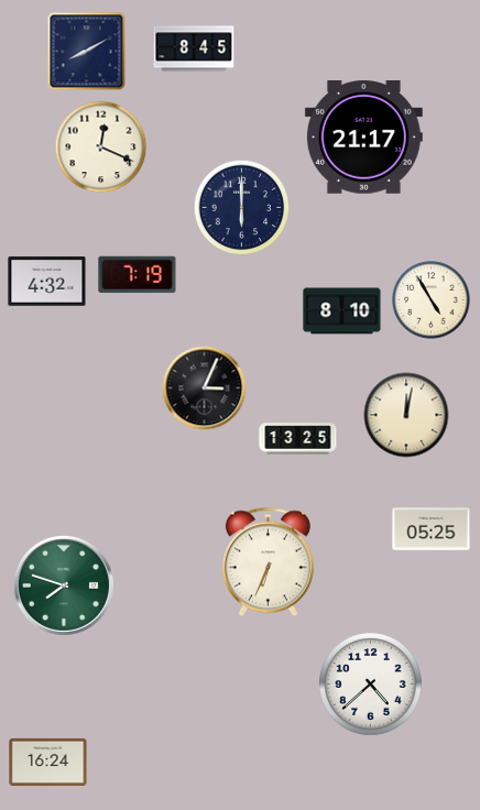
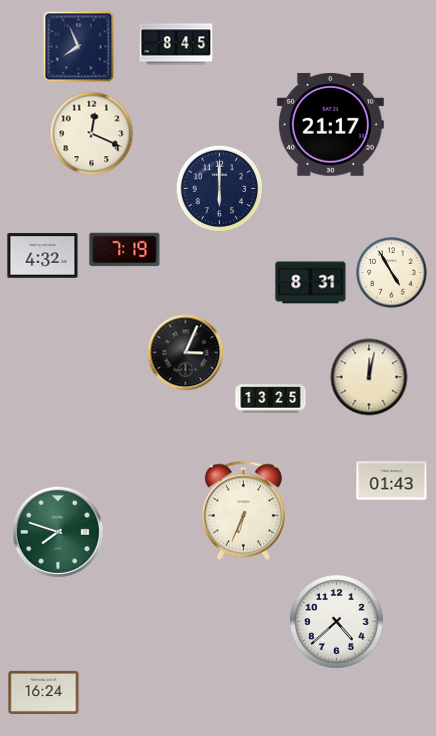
clock at (87, 52): 8:10 -> 7:56
clock at (342, 311): 8:10 -> 8:31
clock at (432, 529): 05:25 -> 01:43
